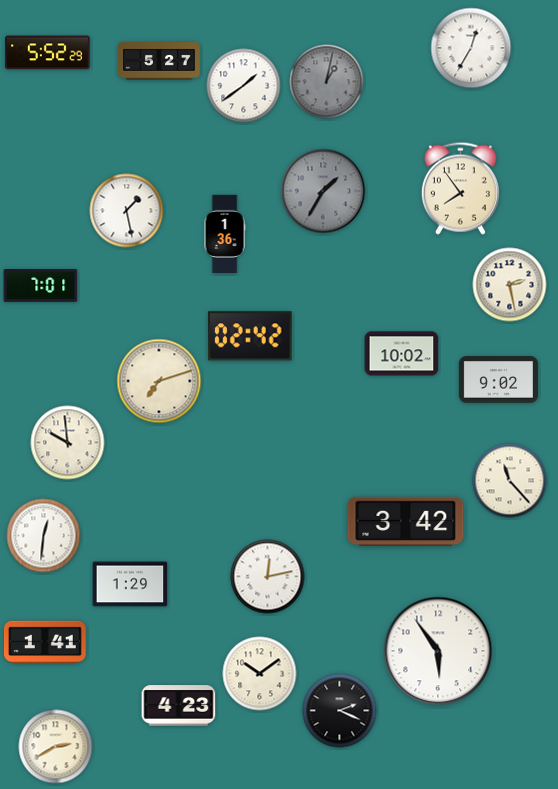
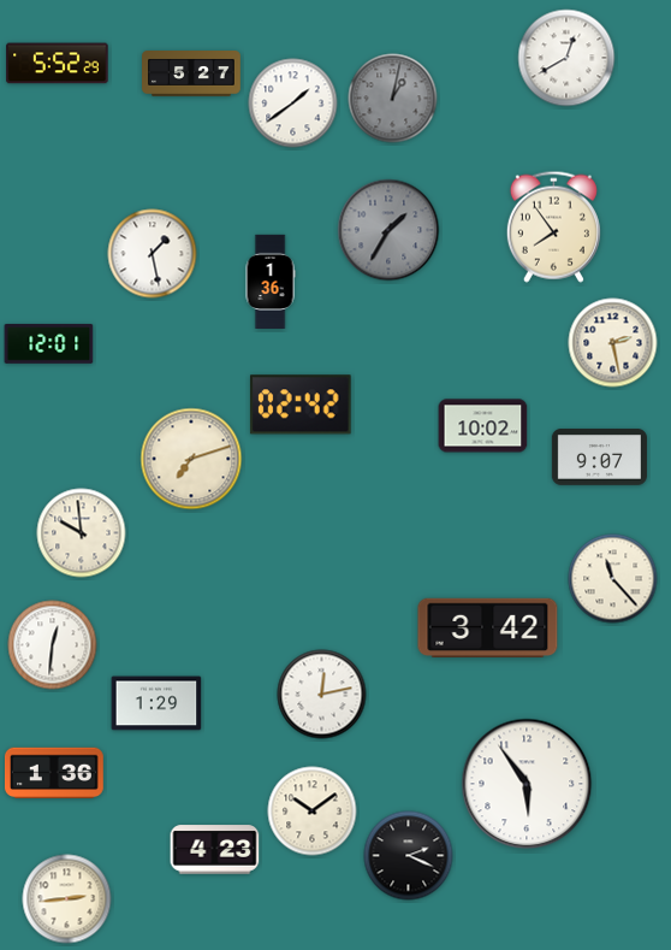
clock at (471, 48): 12:35 -> 12:40
clock at (41, 286): 7:01 -> 12:01
clock at (498, 380): 9:02 -> 9:07
clock at (45, 642): 1:41 -> 1:36
clock at (56, 747): 2:40 -> 2:44
